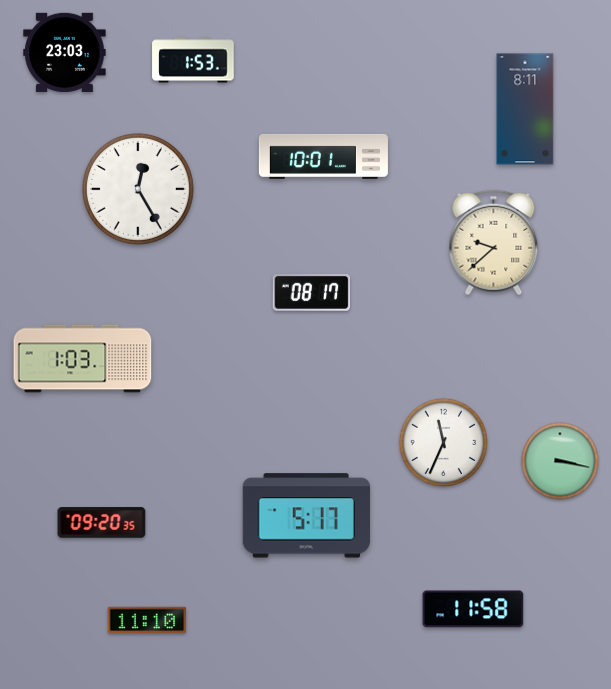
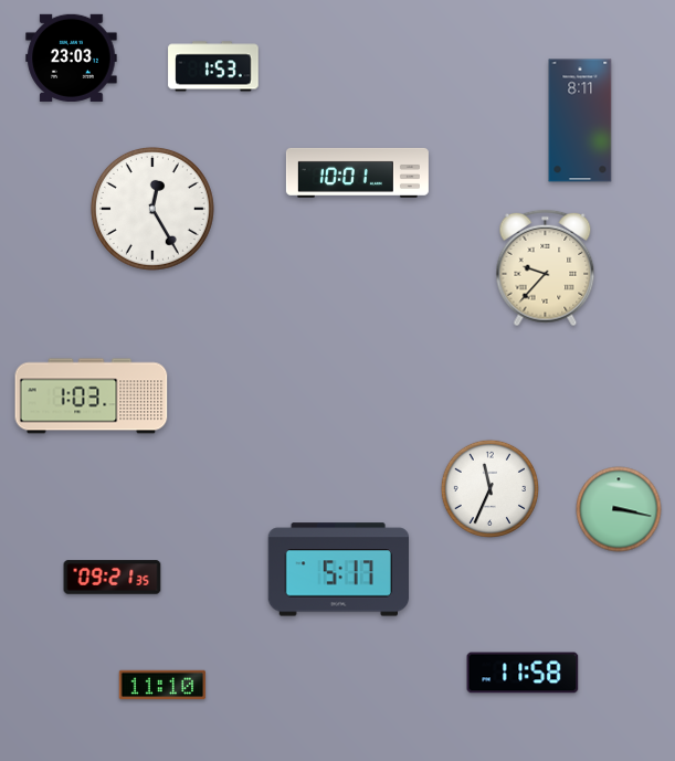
clock at (494, 243): 9:38 -> 9:37
clock at (312, 293): 08:17 -> none
clock at (102, 523): 09:20 -> 09:21
